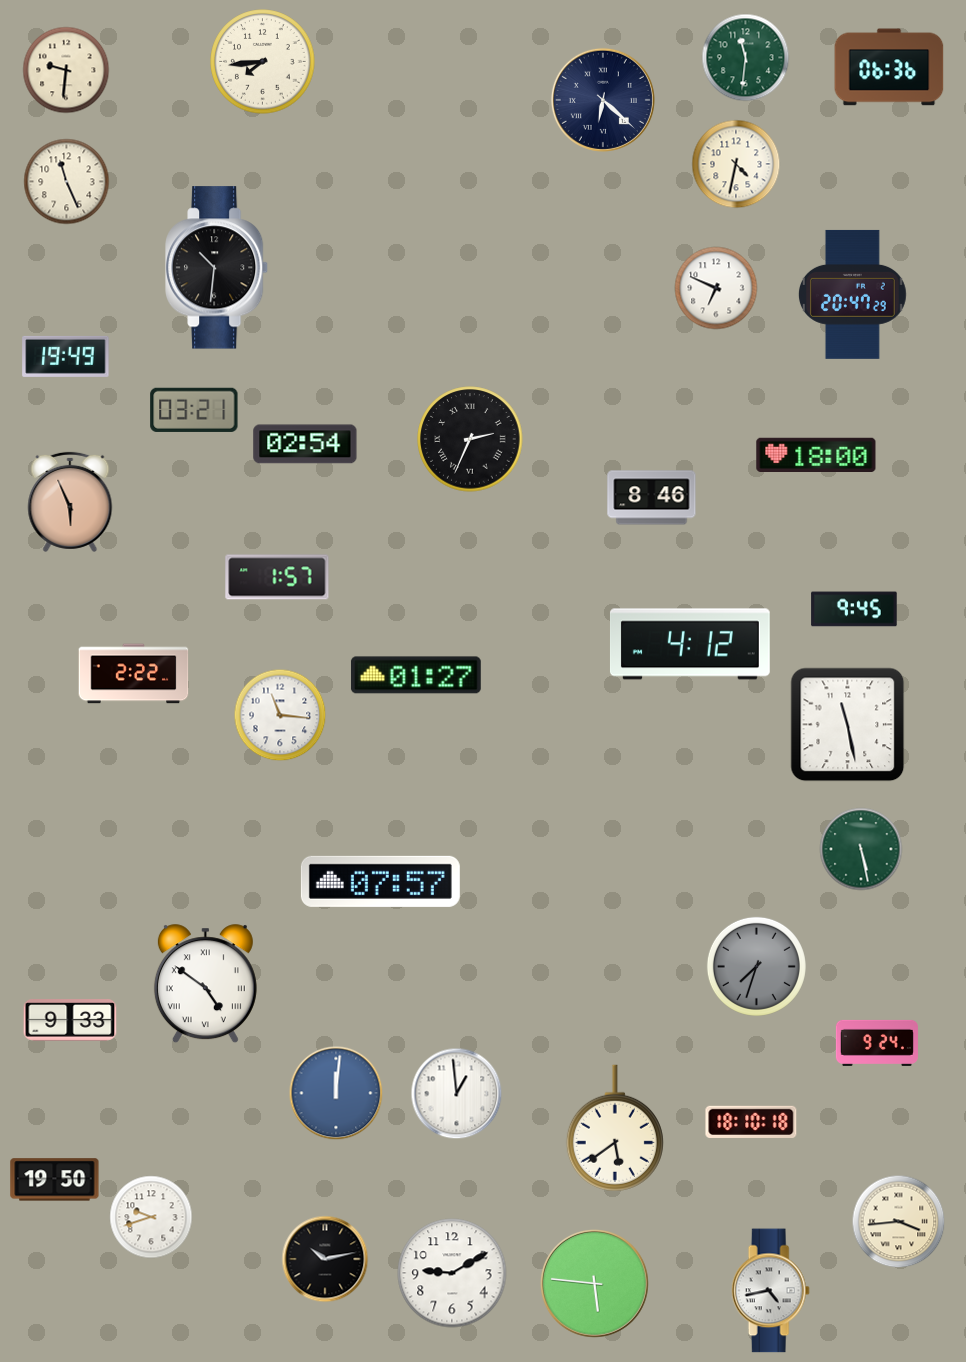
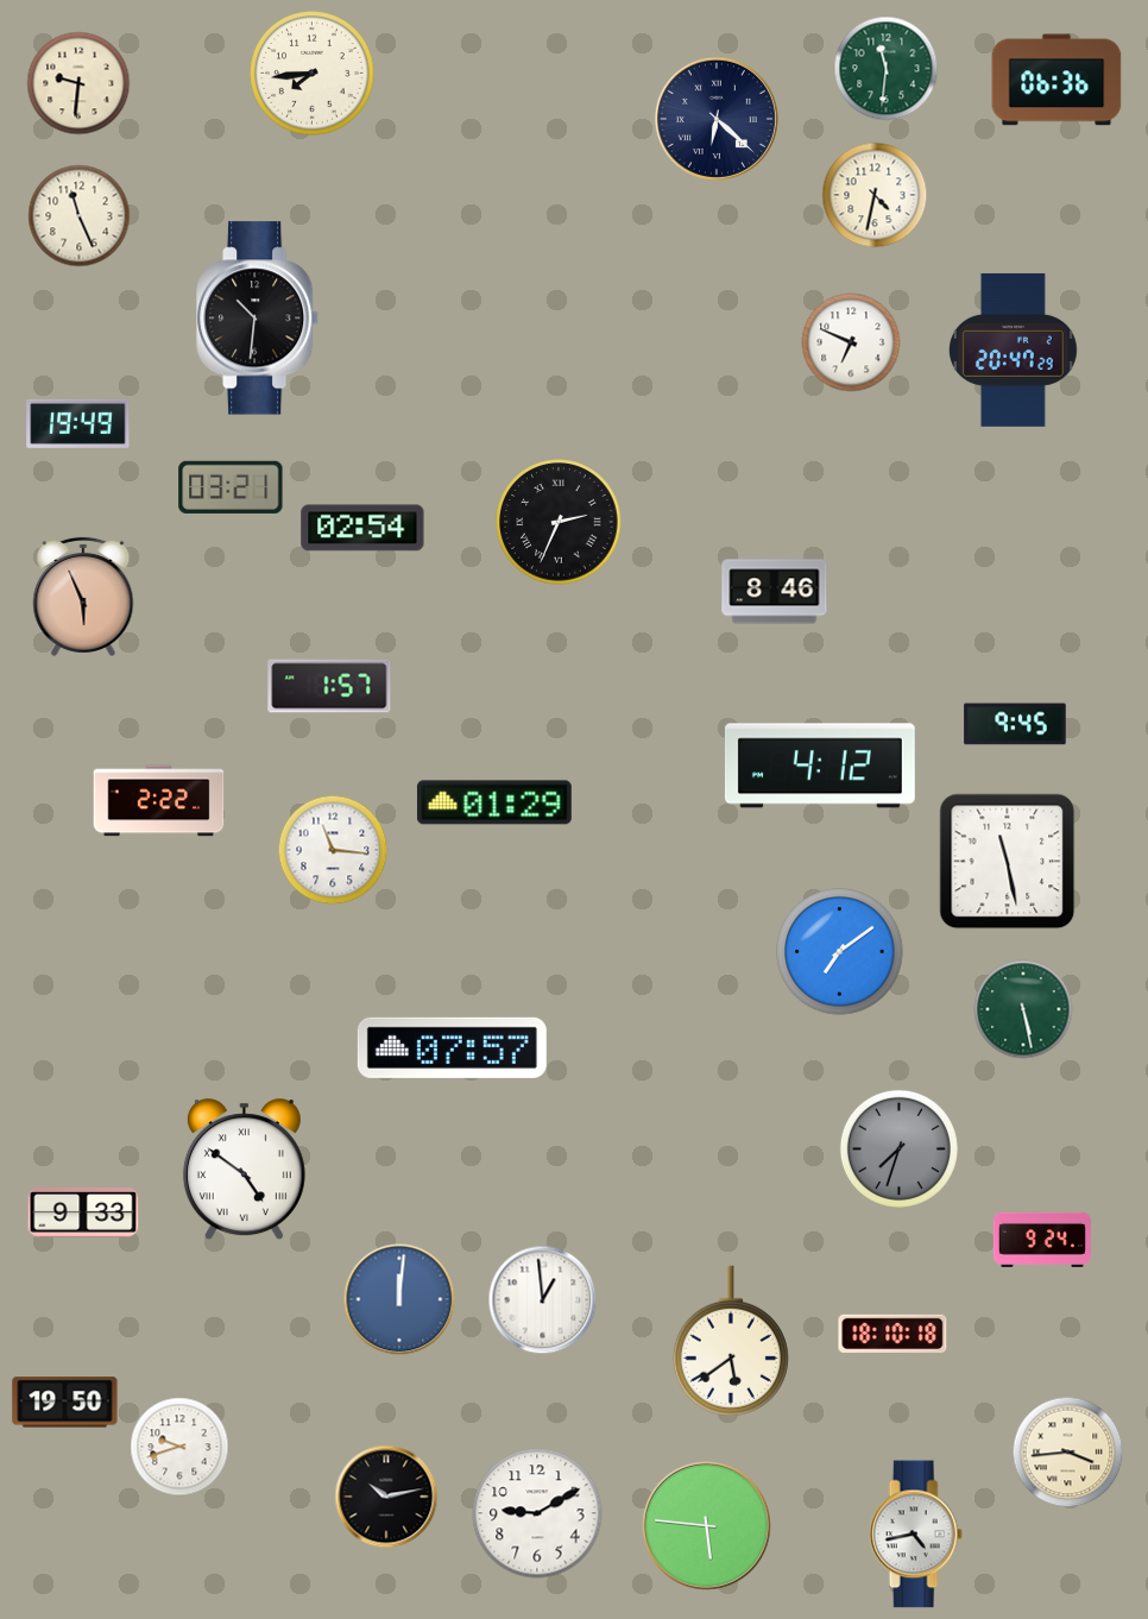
clock at (816, 455): 18:00 -> none
clock at (416, 675): 01:27 -> 01:29
clock at (840, 952): none -> 7:09
